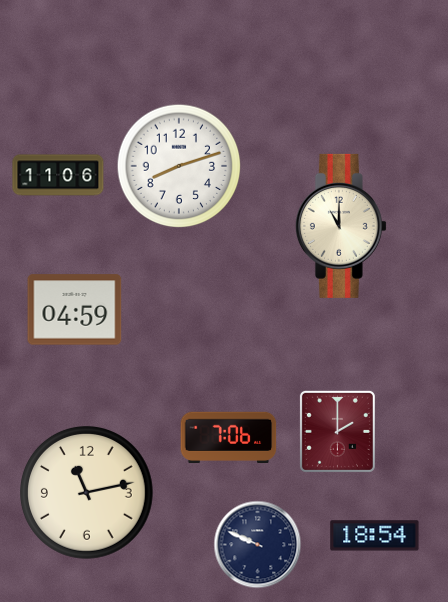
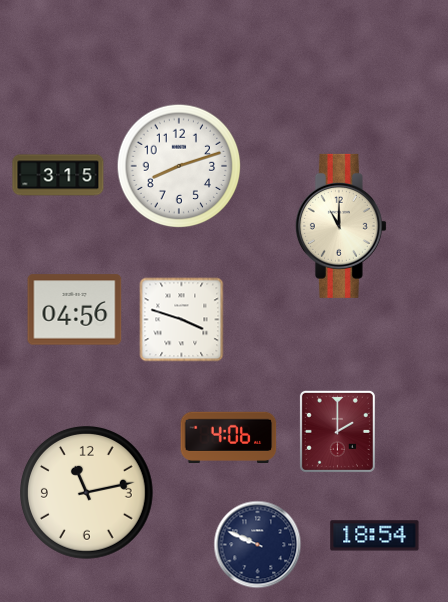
clock at (58, 175): 11:06 -> 3:15
clock at (75, 310): 04:59 -> 04:56
clock at (182, 320): none -> 3:48
clock at (229, 437): 7:06 -> 4:06
